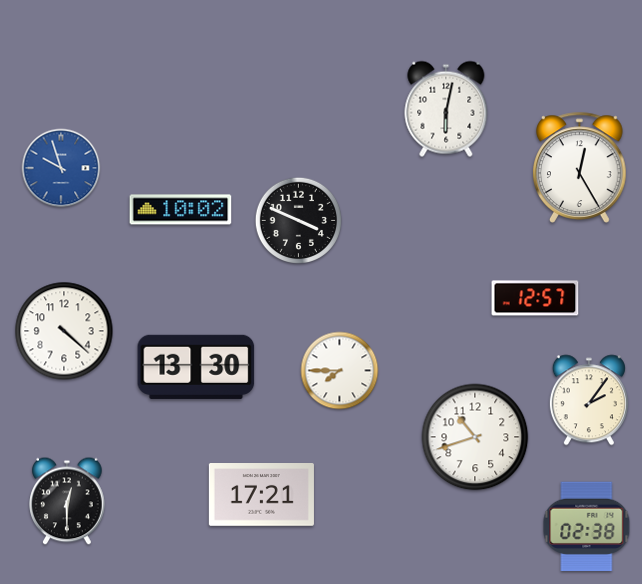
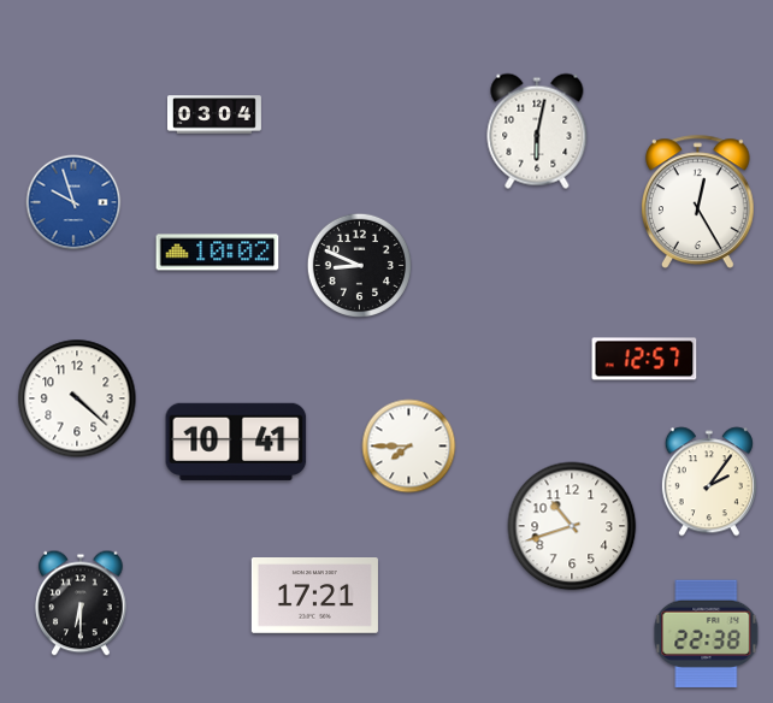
clock at (214, 114): none -> 03:04
clock at (298, 220): 3:49 -> 8:49
clock at (196, 367): 13:30 -> 10:41
clock at (67, 501): 12:30 -> 6:30
clock at (587, 527): 02:38 -> 22:38
